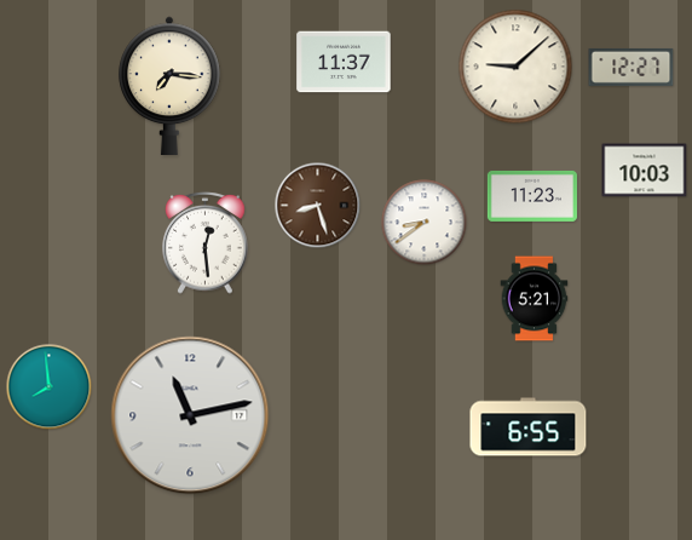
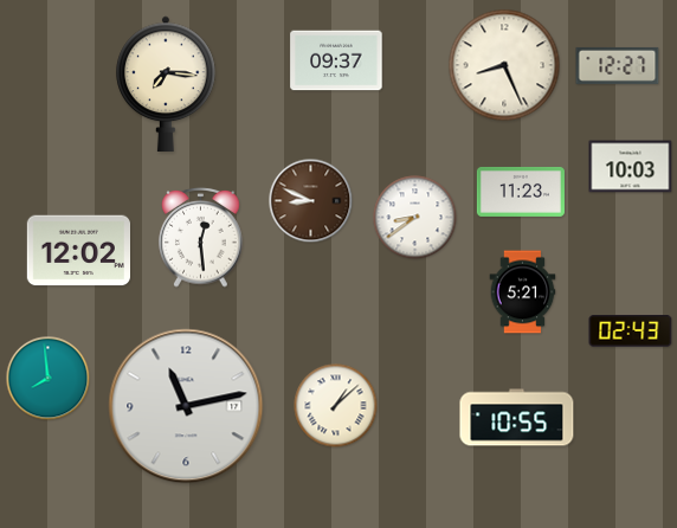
clock at (344, 62): 11:37 -> 09:37
clock at (515, 67): 9:08 -> 8:26
clock at (318, 206): 8:27 -> 8:49
clock at (78, 251): none -> 12:02
clock at (631, 331): none -> 02:43
clock at (336, 406): none -> 1:08
clock at (529, 427): 6:55 -> 10:55
